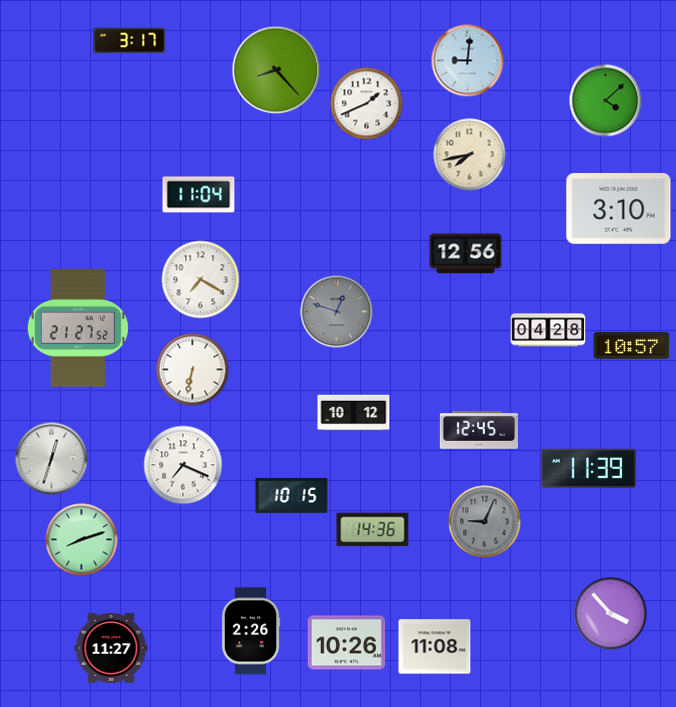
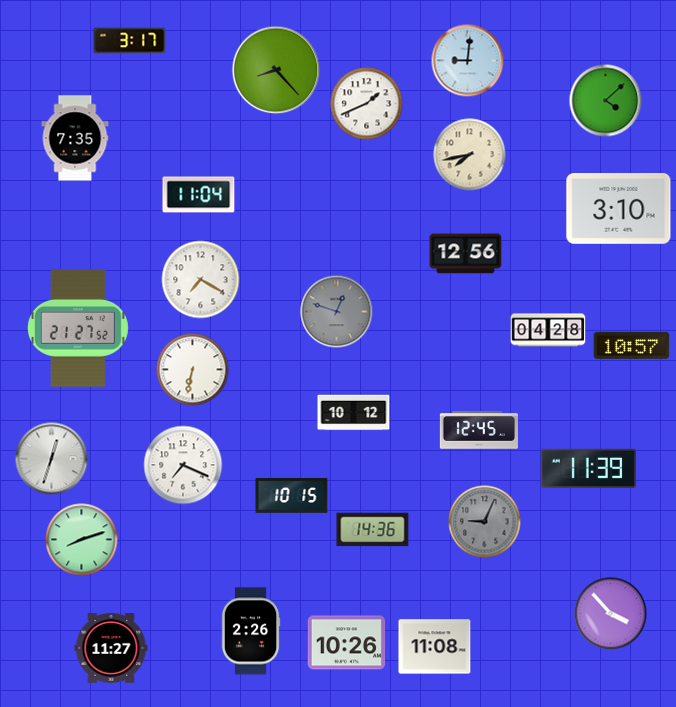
clock at (75, 138): none -> 7:35
